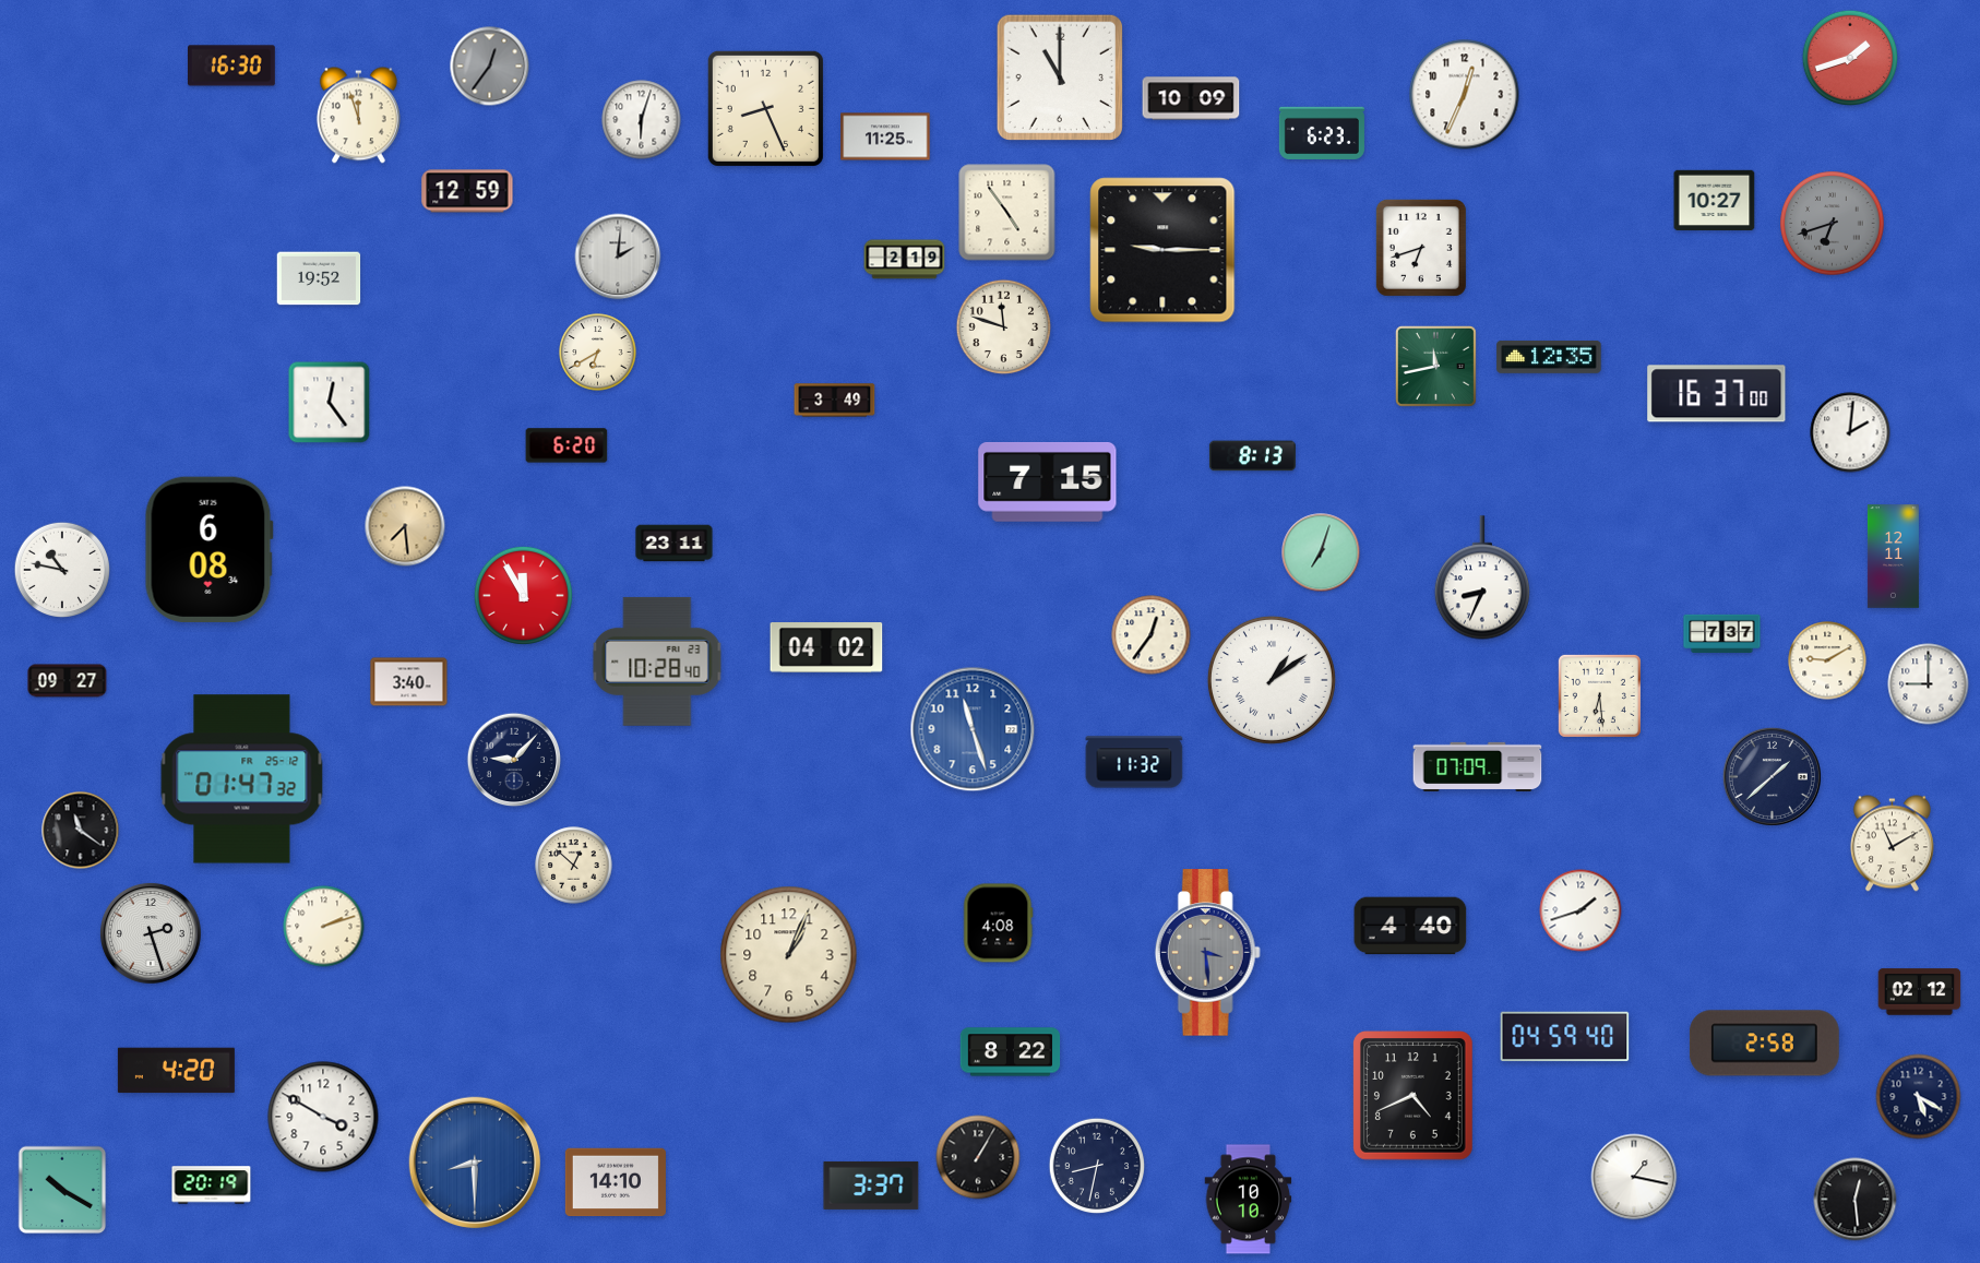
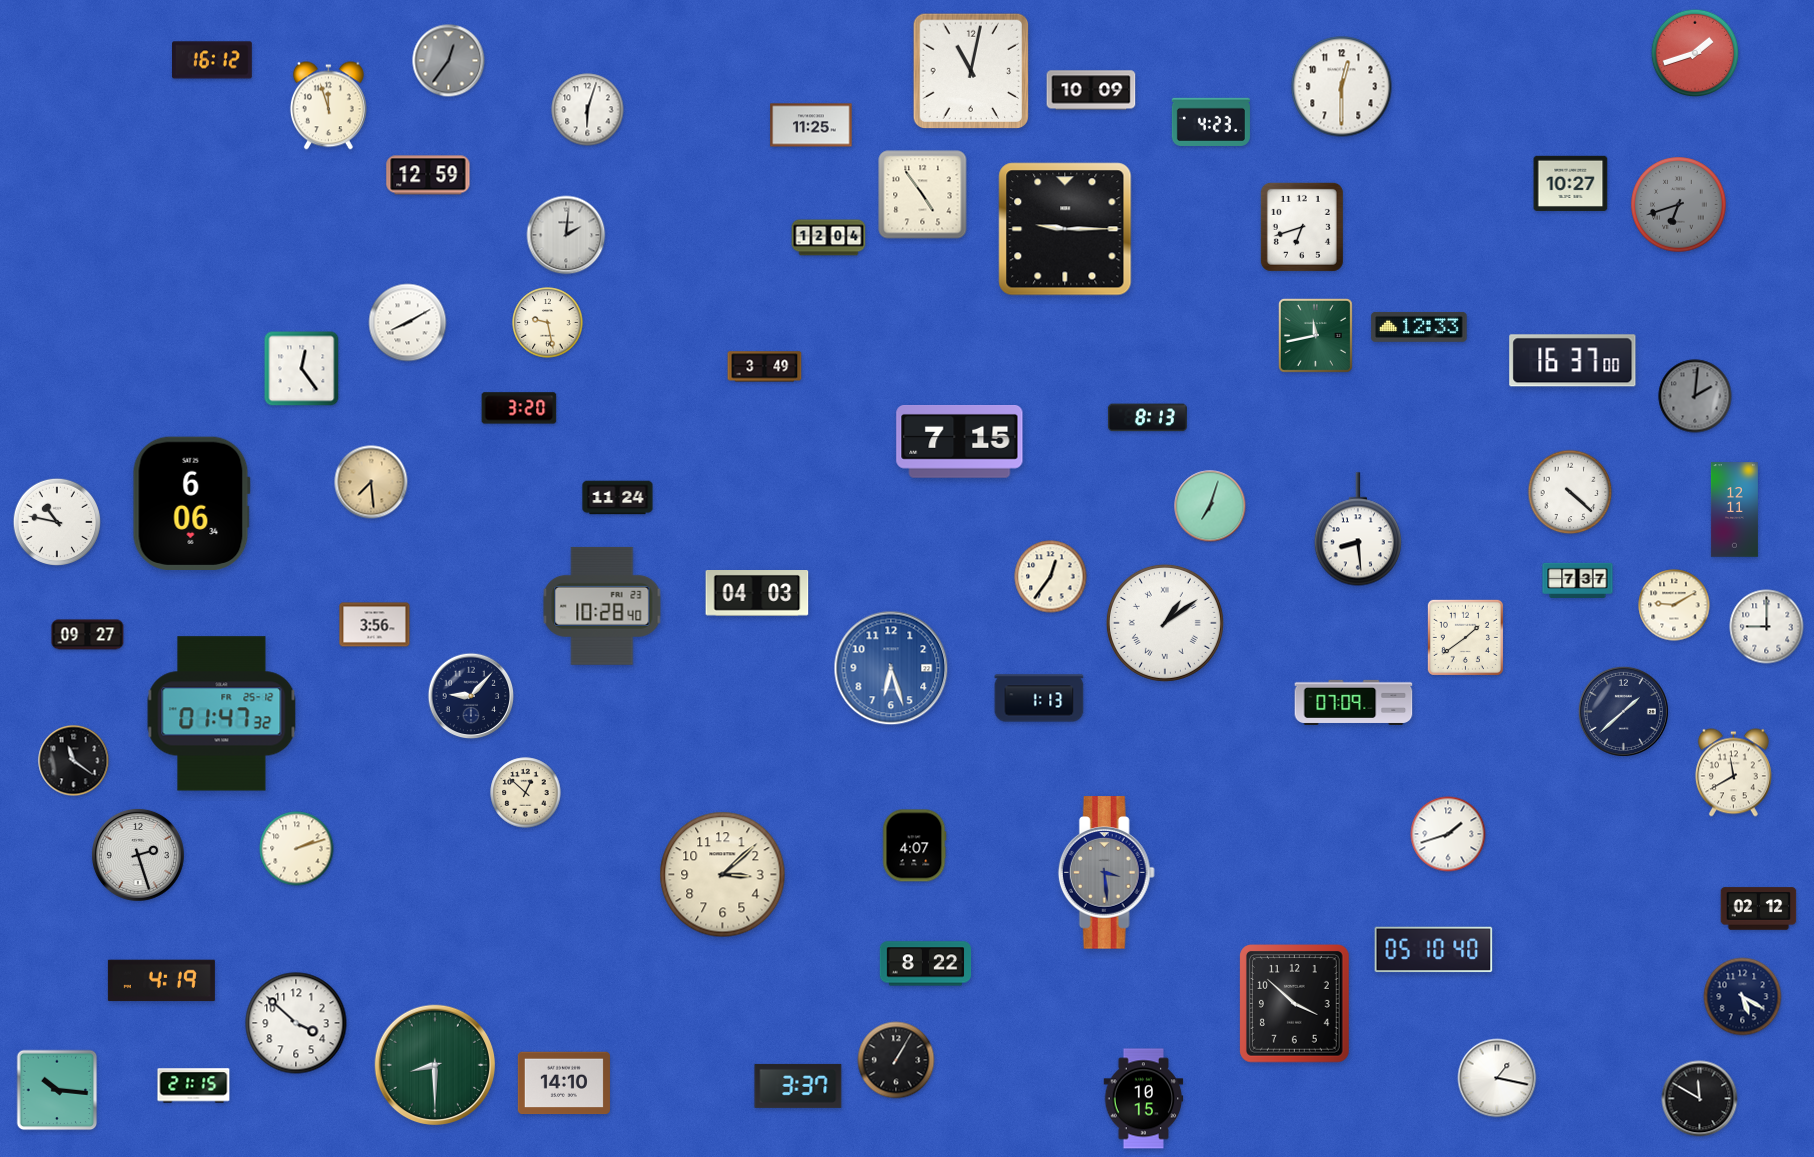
clock at (232, 65): 16:30 -> 16:12
clock at (1059, 76): 11:00 -> 11:02
clock at (1465, 95): 12:34 -> 12:30
clock at (765, 108): 8:26 -> none
clock at (1322, 133): 6:23 -> 4:23
clock at (905, 260): 2:19 -> 12:04
clock at (319, 278): 19:52 -> none
clock at (1004, 327): 11:48 -> none
clock at (408, 323): none -> 8:10
clock at (598, 353): 6:40 -> 9:28
clock at (1549, 357): 12:35 -> 12:33
clock at (1850, 432) dial: white -> grey
clock at (566, 445): 6:20 -> 3:20
clock at (1570, 492): none -> 4:22
clock at (675, 544): 23:11 -> 11:24
clock at (208, 549): 6:08 -> 6:06
clock at (1482, 577): 8:34 -> 8:29
clock at (523, 595): 11:55 -> none
clock at (1152, 635) position: (1152, 635) -> (1051, 577)
clock at (826, 648): 04:02 -> 04:03
clock at (68, 681) position: (68, 681) -> (88, 635)
clock at (409, 682): 3:40 -> 3:56
clock at (1599, 695): 6:29 -> 1:39
clock at (973, 729): 11:27 -> 6:27
clock at (1134, 762): 11:32 -> 1:13
clock at (1892, 844): 11:10 -> 11:40
clock at (999, 924): 4:08 -> 4:07
clock at (1410, 926): 4:40 -> none
clock at (789, 955): 1:04 -> 3:08
clock at (1565, 1037): 04:59 -> 05:10
clock at (1764, 1044): 2:58 -> none
clock at (176, 1071): 4:20 -> 4:19
clock at (1414, 1096): 4:41 -> 3:52
clock at (1919, 1097) position: (1919, 1097) -> (1743, 997)
clock at (323, 1117): 3:50 -> 3:52
clock at (475, 1163) dial: blue -> green
clock at (1097, 1166): 8:32 -> none
clock at (212, 1185): 20:19 -> 21:15
clock at (62, 1190): 10:20 -> 10:16
clock at (1249, 1200): 10:10 -> 10:15
clock at (1856, 1200): 12:29 -> 11:50
